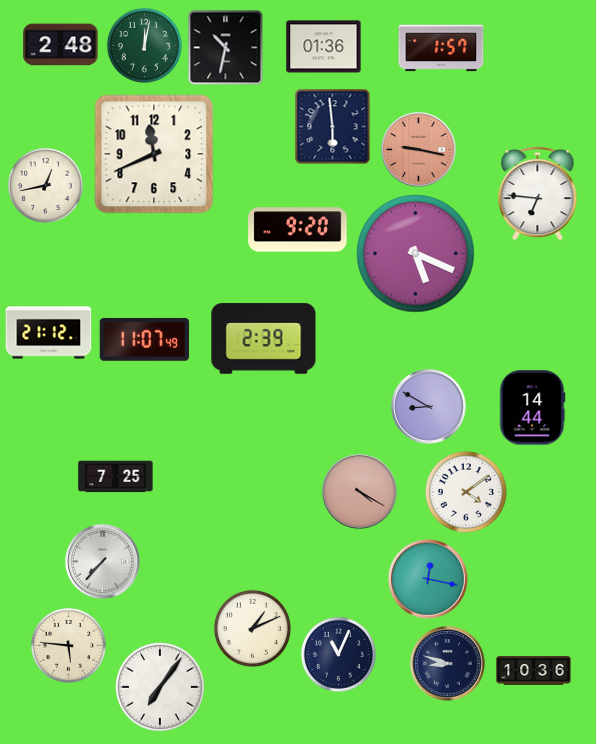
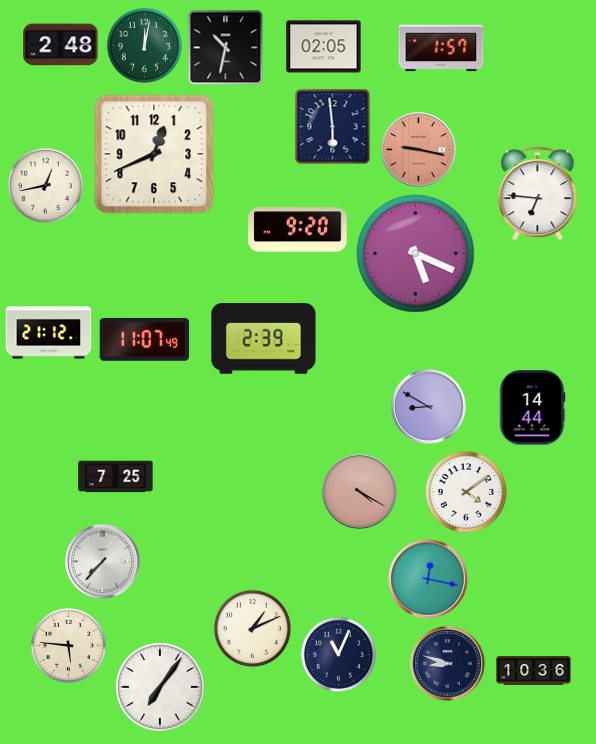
clock at (324, 47): 01:36 -> 02:05
clock at (154, 154): 11:41 -> 12:41
